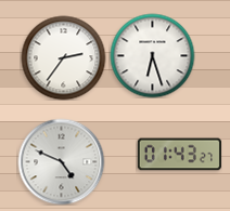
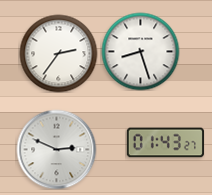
clock at (152, 55): 6:27 -> 8:27
clock at (61, 161): 4:49 -> 2:49
